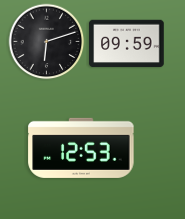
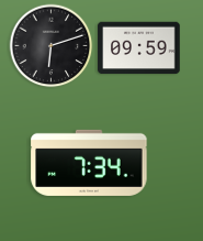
clock at (81, 148): 12:53 -> 7:34
